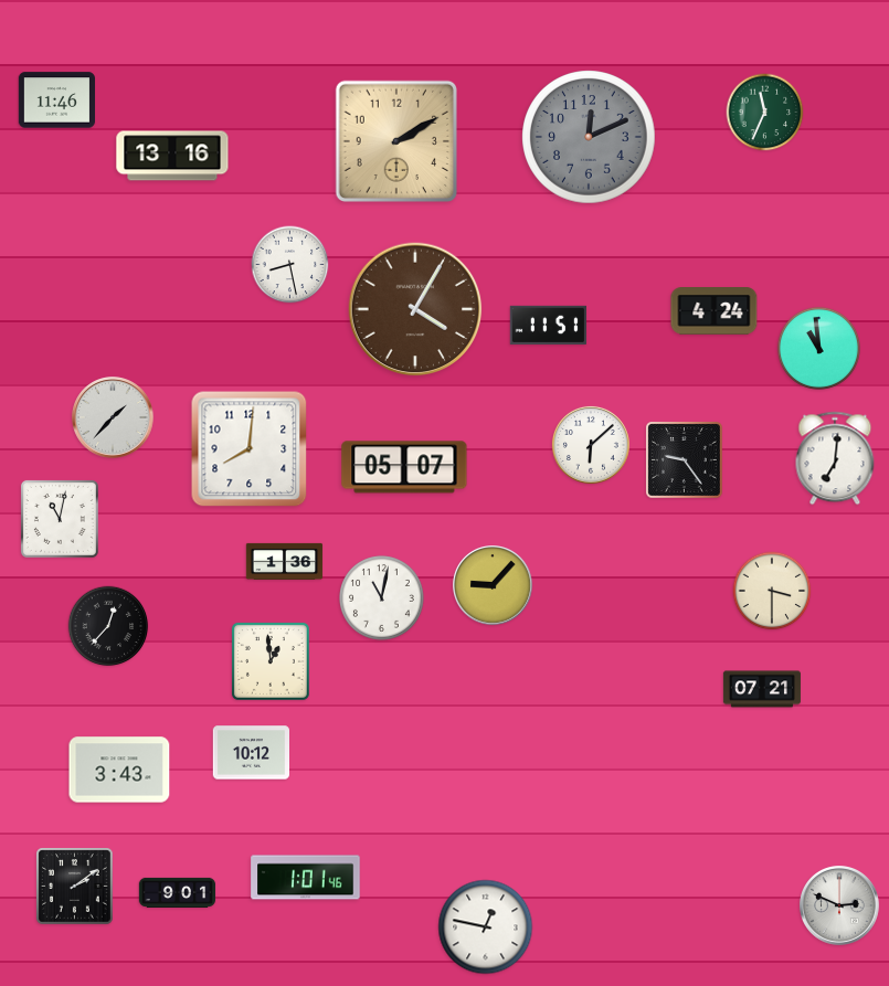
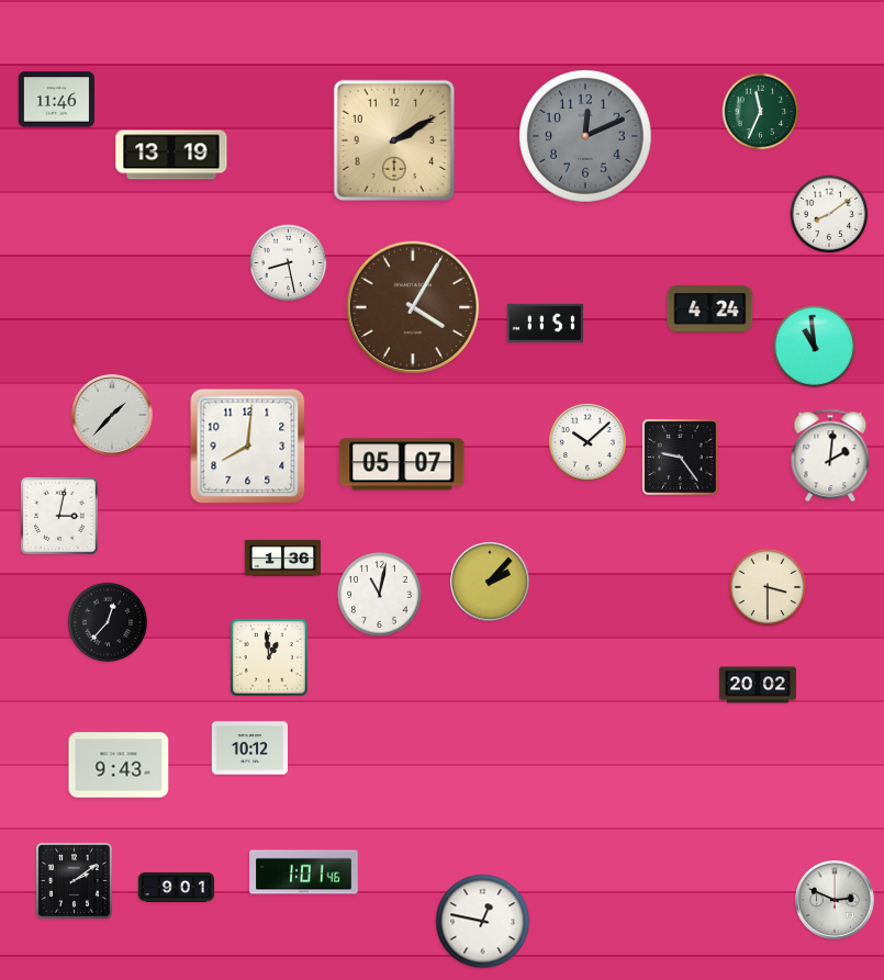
clock at (172, 156): 13:16 -> 13:19
clock at (829, 214): none -> 8:09
clock at (591, 445): 6:08 -> 10:08
clock at (835, 458): 7:01 -> 2:01
clock at (60, 519): 11:02 -> 3:02
clock at (494, 586): 9:07 -> 2:07
clock at (762, 689): 07:21 -> 20:02
clock at (119, 770): 3:43 -> 9:43
